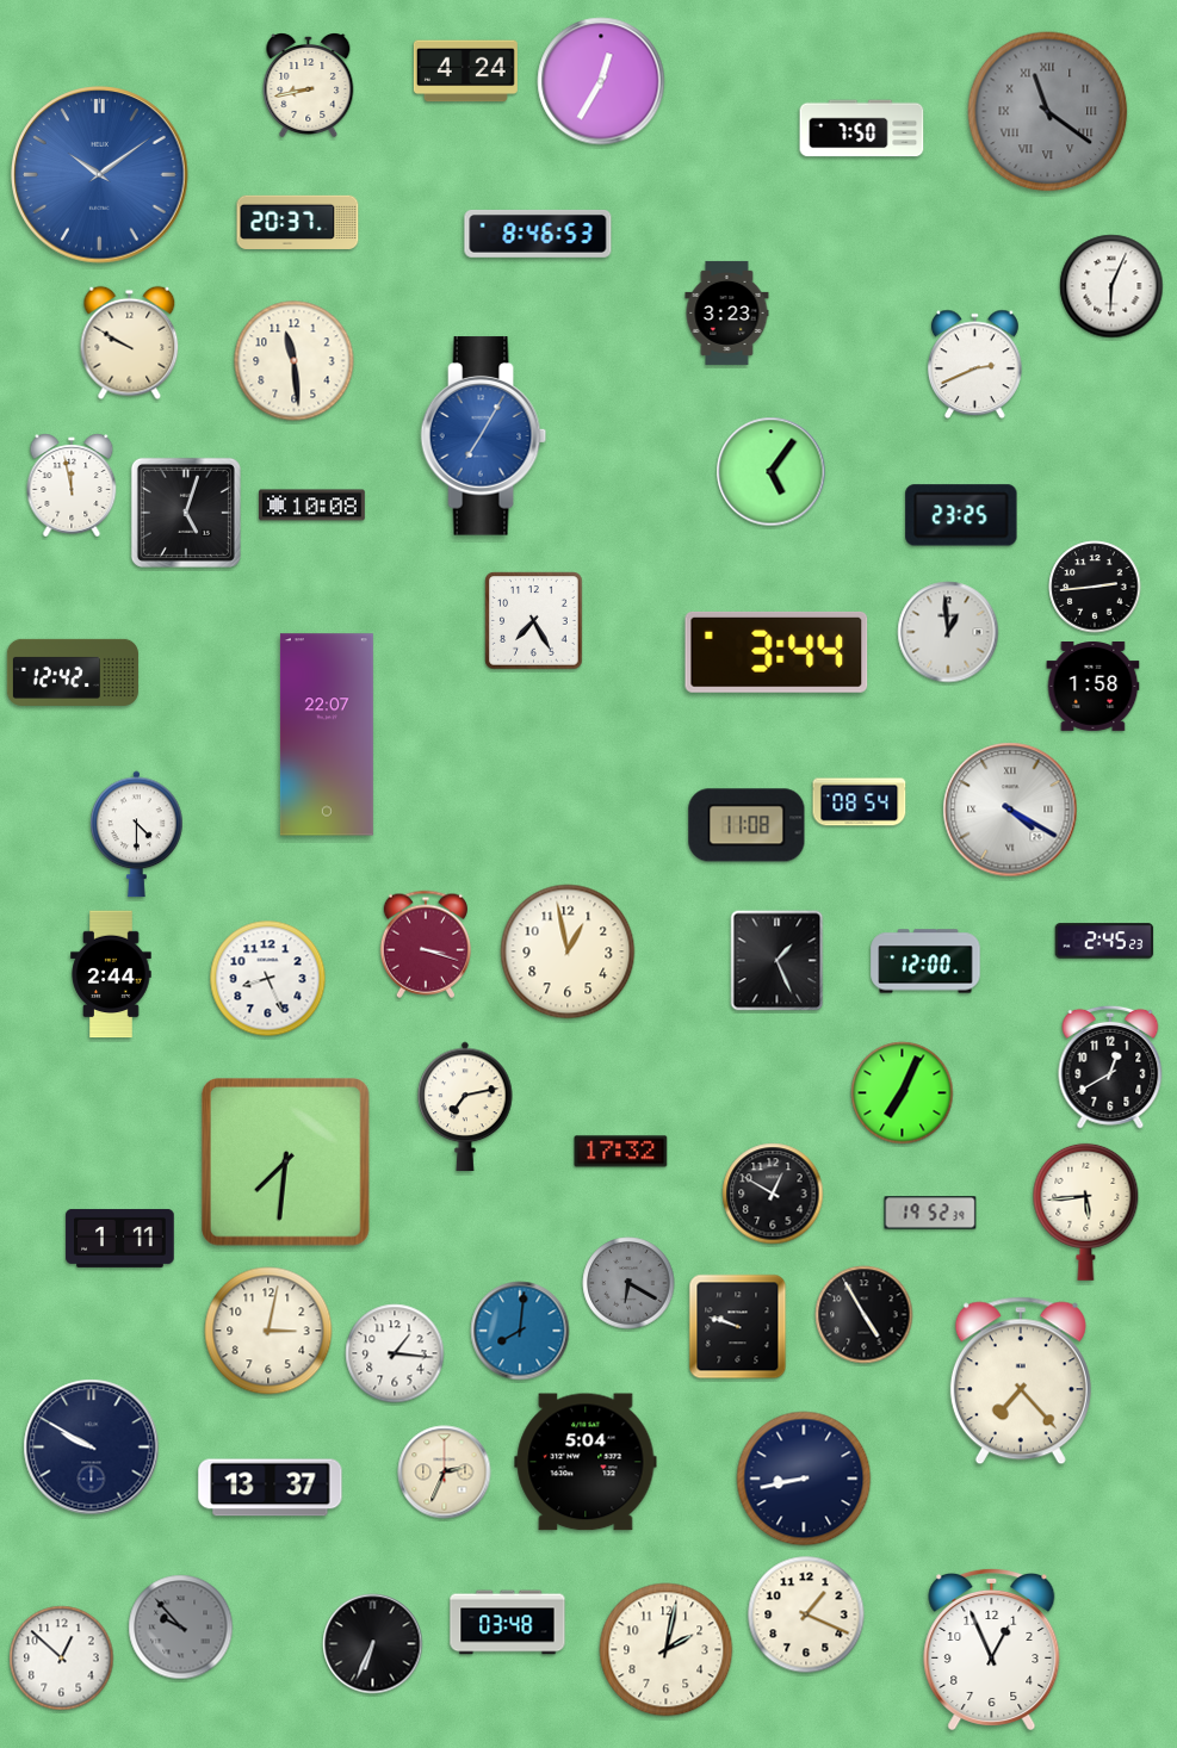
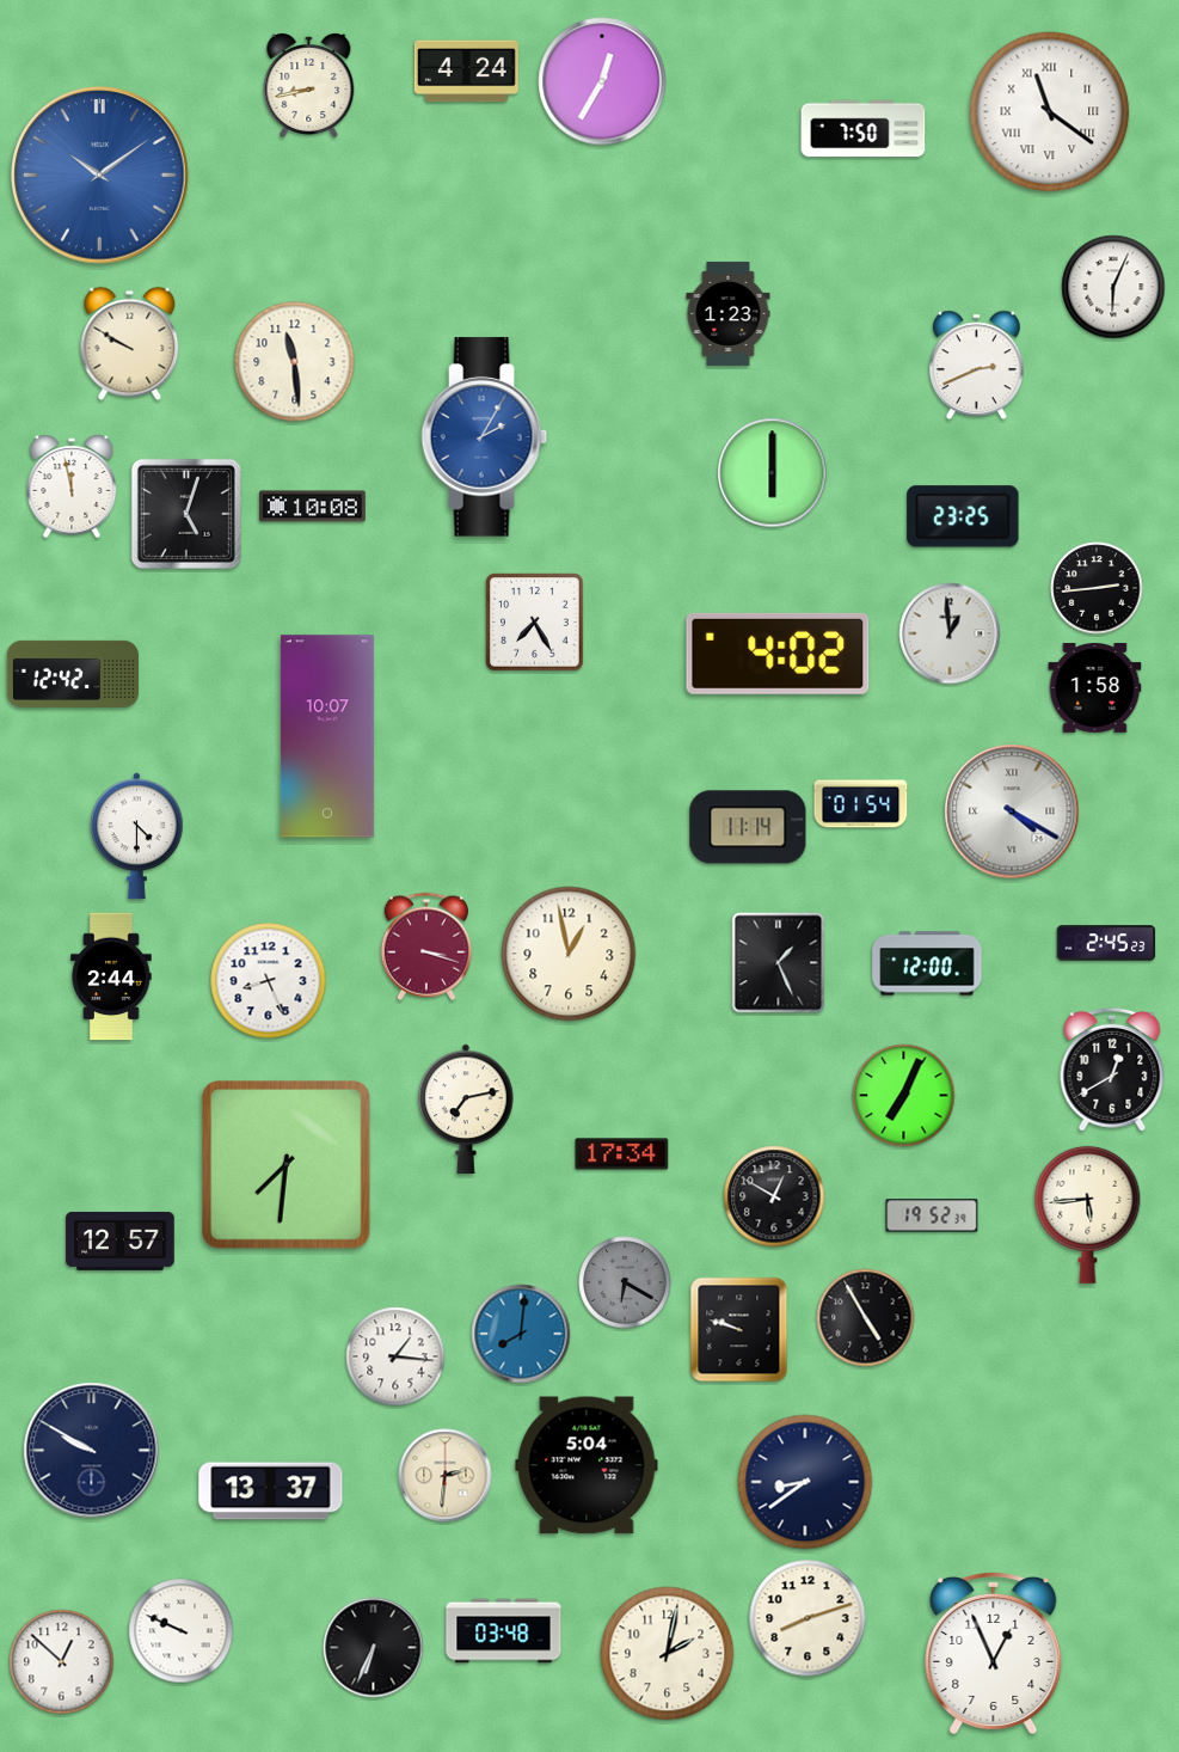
clock at (1048, 112) dial: grey -> white
clock at (298, 222): 20:37 -> none
clock at (538, 234): 8:46 -> none
clock at (727, 312): 3:23 -> 1:23
clock at (484, 436): 7:05 -> 2:05
clock at (772, 472): 5:06 -> 6:00
clock at (776, 652): 3:44 -> 4:02
clock at (327, 734): 22:07 -> 10:07
clock at (860, 802): 08:54 -> 01:54
clock at (747, 825): 11:08 -> 11:14
clock at (621, 1152): 17:32 -> 17:34
clock at (120, 1238): 1:11 -> 12:57
clock at (628, 1283) position: (628, 1283) -> (625, 1282)
clock at (268, 1331): 3:02 -> none
clock at (1021, 1381): 7:23 -> none
clock at (445, 1473): 2:34 -> 2:31
clock at (804, 1479): 8:43 -> 8:39
clock at (806, 1614): 1:19 -> 8:12
clock at (508, 1623) position: (508, 1623) -> (504, 1631)
clock at (181, 1628): 9:53 -> 9:49
clock at (181, 1628) dial: grey -> white
